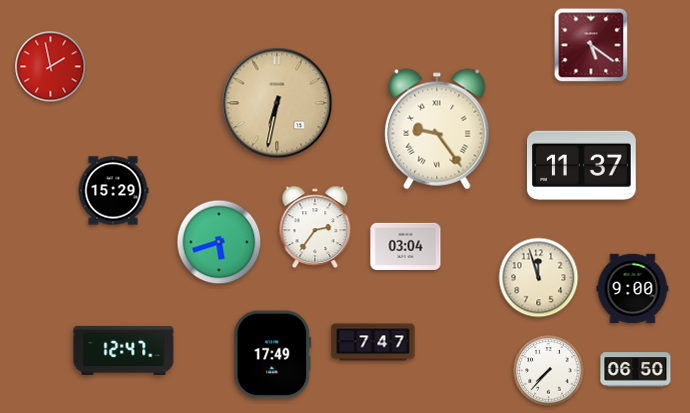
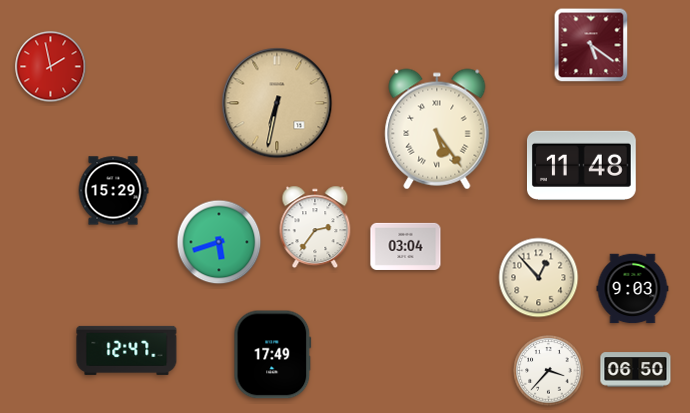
clock at (437, 129): 9:24 -> 5:24
clock at (582, 165): 11:37 -> 11:48
clock at (539, 278): 11:57 -> 12:53
clock at (633, 289): 9:00 -> 9:03
clock at (373, 342): 7:47 -> none
clock at (124, 350) position: (124, 350) -> (127, 350)
clock at (549, 371): 7:37 -> 3:37
